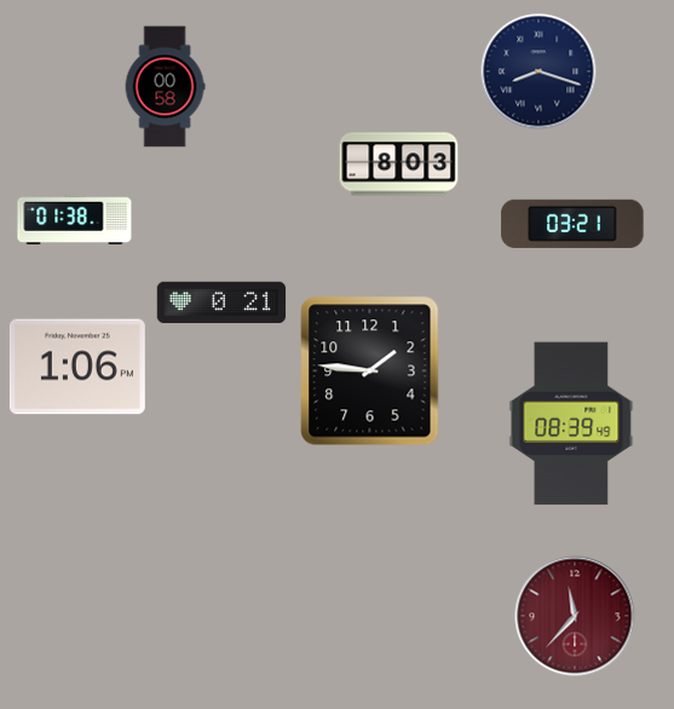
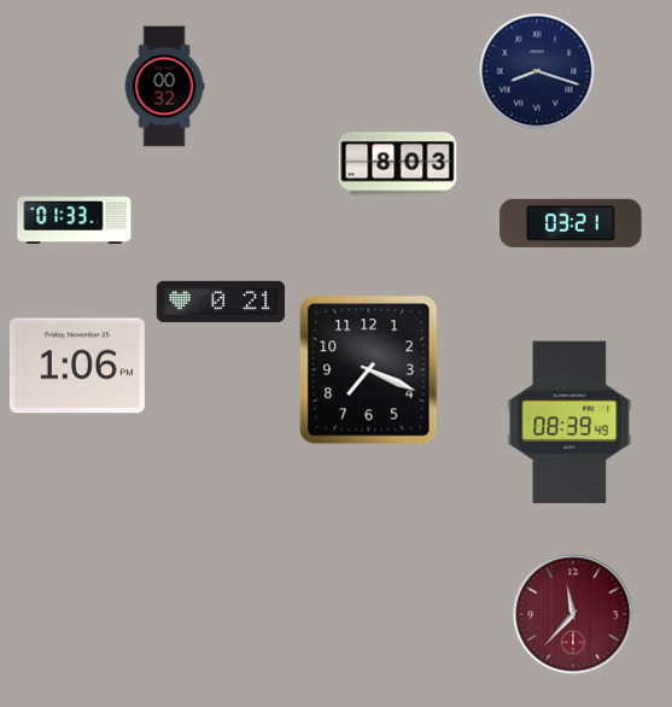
clock at (165, 87): 00:58 -> 00:32
clock at (75, 219): 01:38 -> 01:33
clock at (370, 371): 1:46 -> 7:19
